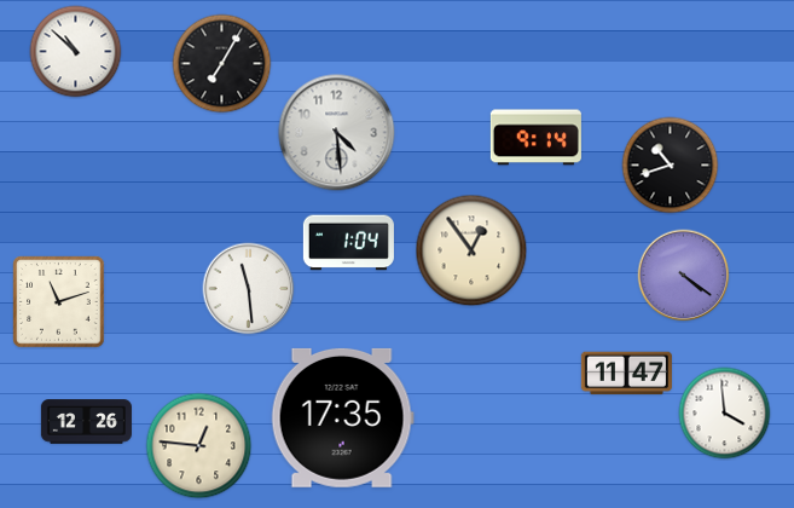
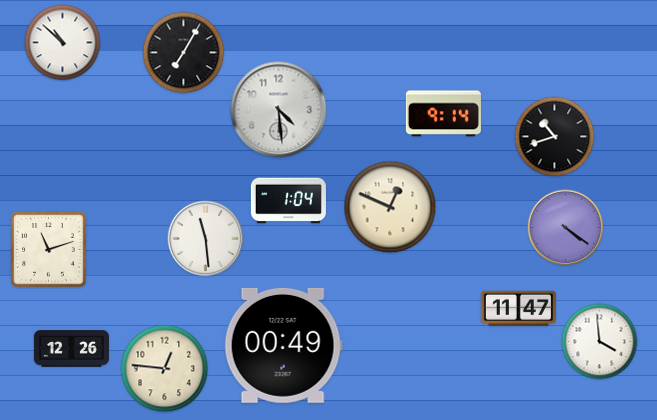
clock at (471, 250): 12:54 -> 12:49
clock at (342, 417): 17:35 -> 00:49
